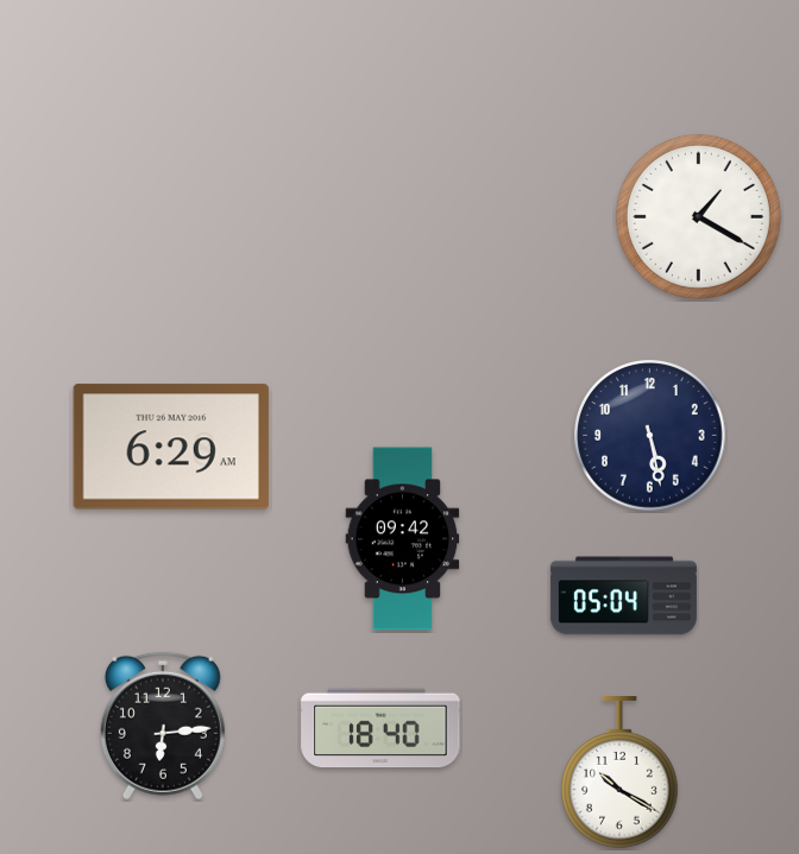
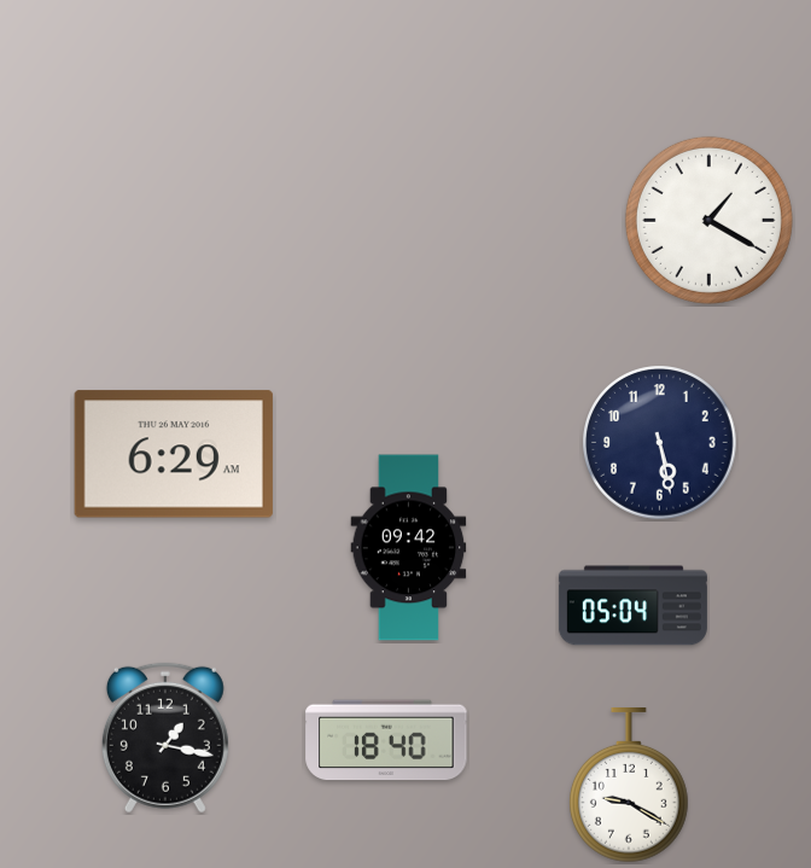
clock at (163, 726): 6:14 -> 1:17
clock at (619, 773): 10:20 -> 9:20
